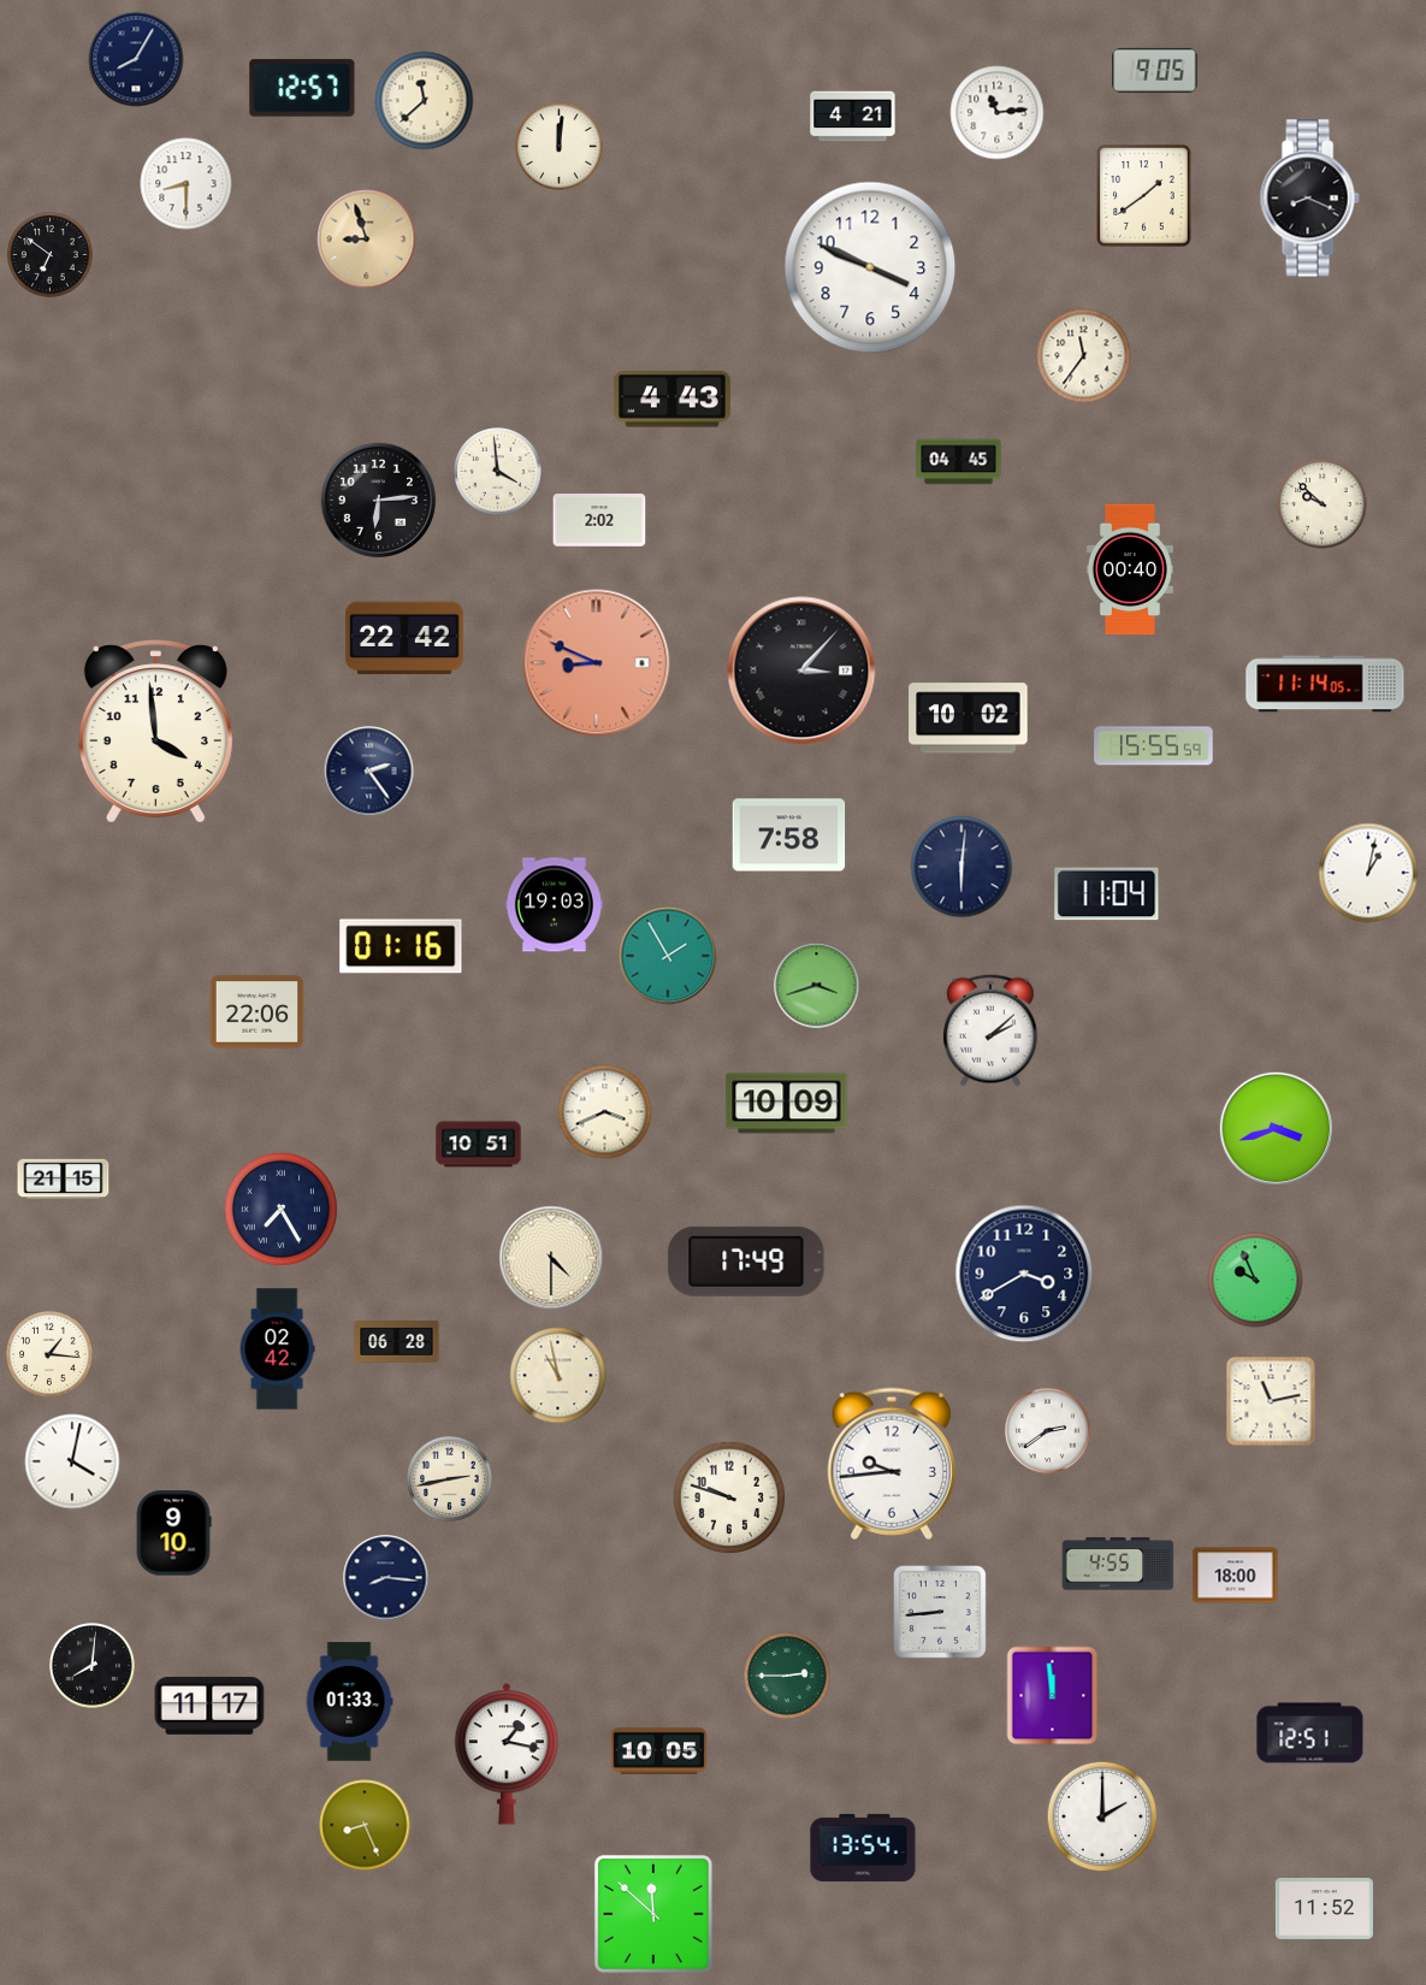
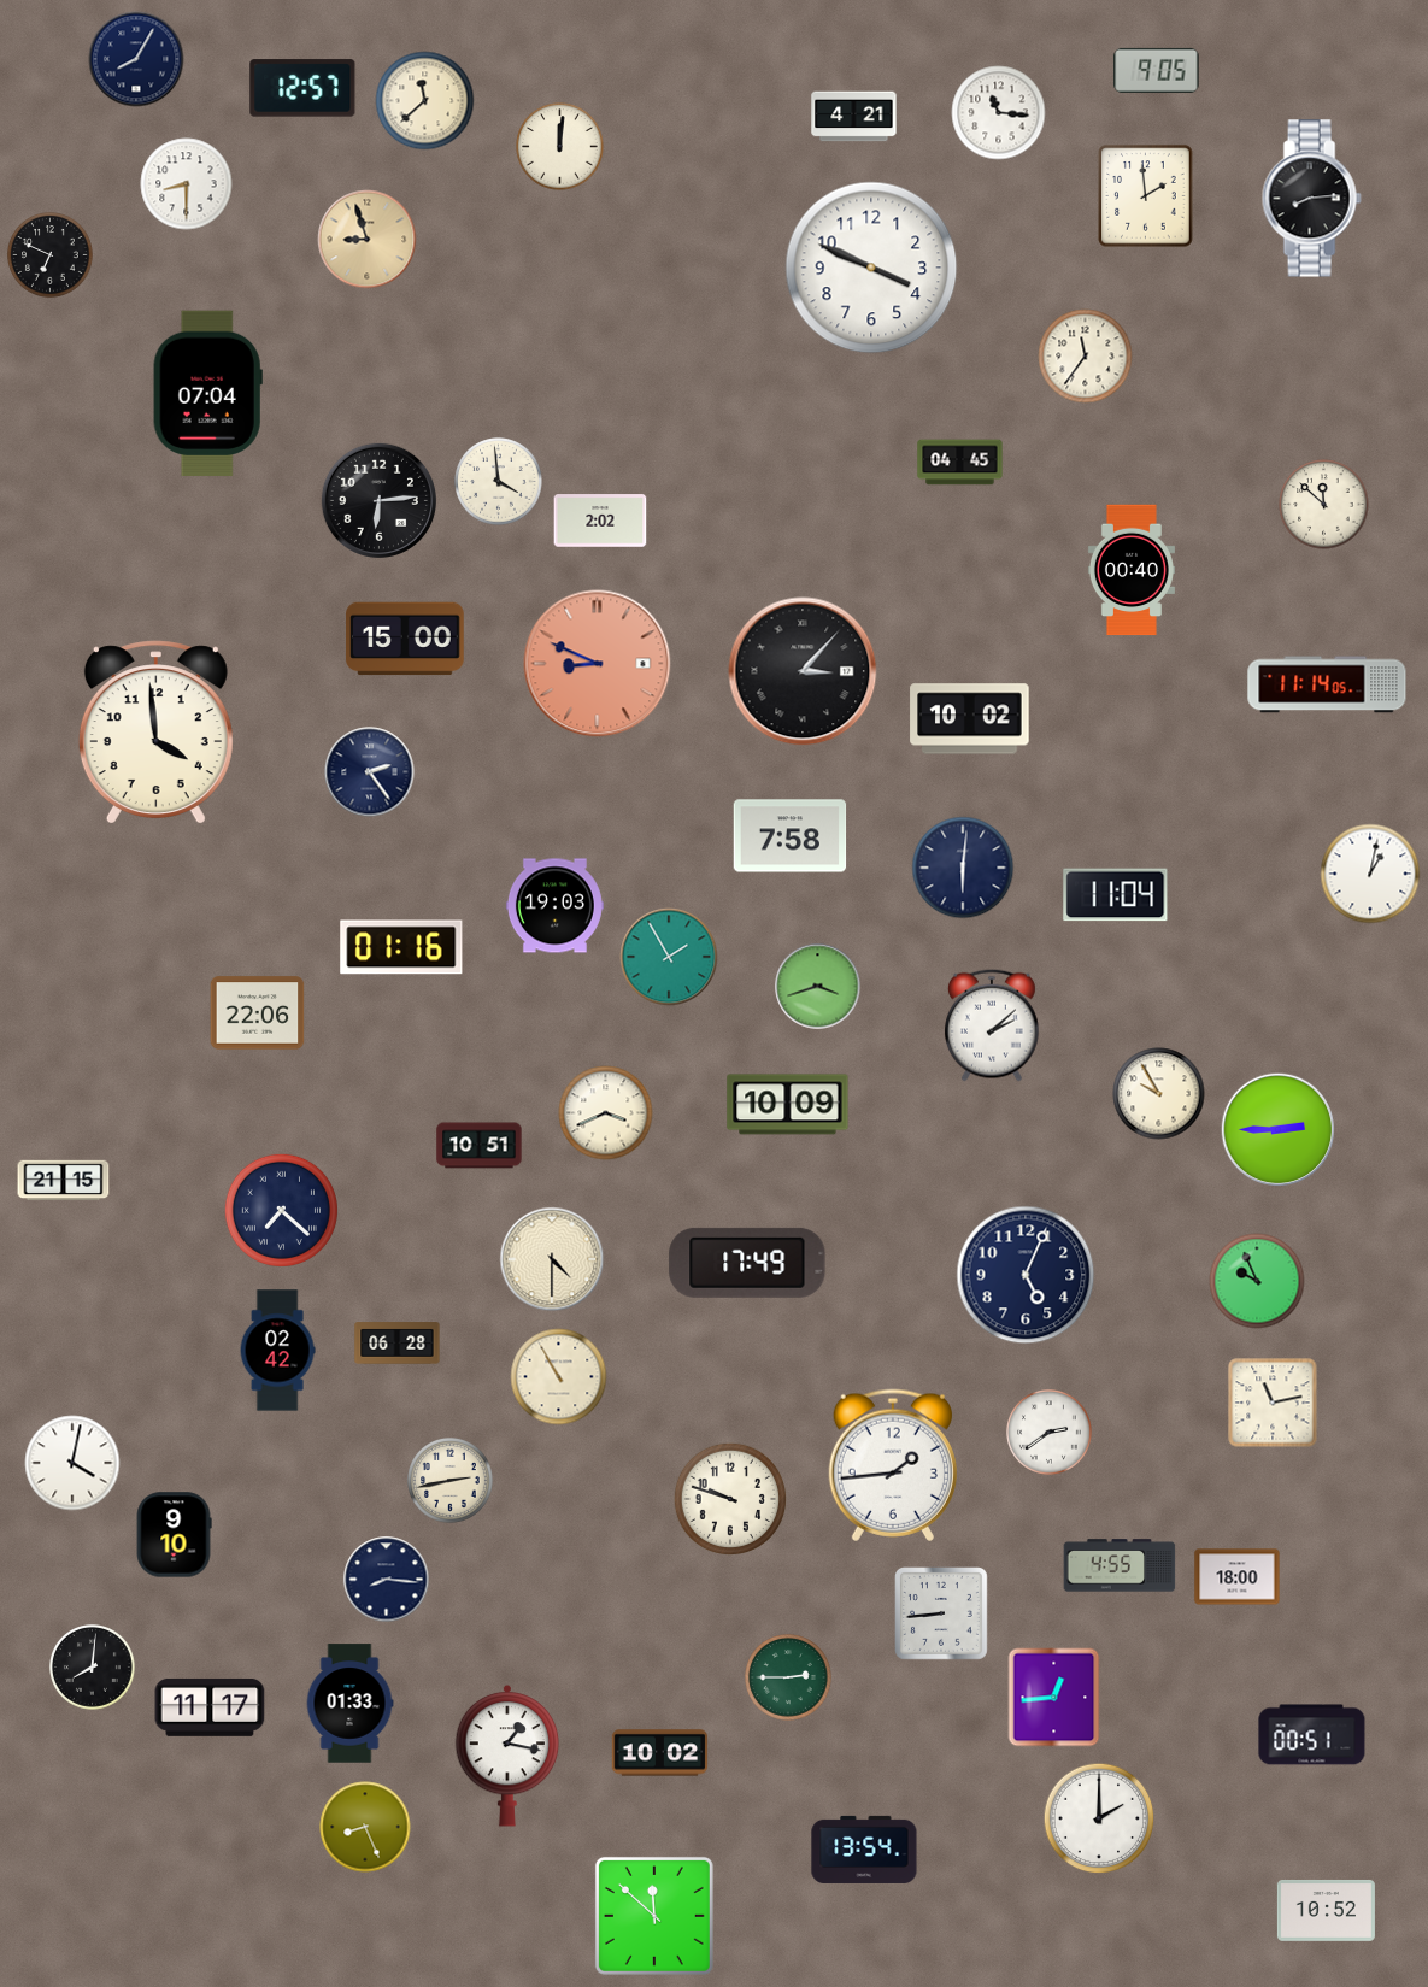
clock at (998, 113): 11:14 -> 11:16
clock at (1144, 196): 1:39 -> 1:59
clock at (1309, 199): 8:19 -> 8:14
clock at (51, 255): 6:51 -> 6:49
clock at (207, 394): none -> 07:04
clock at (671, 400): 4:43 -> none
clock at (498, 472) position: (498, 472) -> (499, 482)
clock at (1323, 504): 9:52 -> 11:52
clock at (404, 638): 22:42 -> 15:00
clock at (1154, 746): 15:55 -> none
clock at (1107, 894) position: (1107, 894) -> (1116, 895)
clock at (990, 1030) position: (990, 1030) -> (992, 1025)
clock at (1159, 1094): none -> 9:55
clock at (1277, 1129): 3:42 -> 2:45
clock at (280, 1209): 7:25 -> 7:22
clock at (1024, 1274): 3:40 -> 5:04
clock at (49, 1354): 1:16 -> none
clock at (558, 1376): 10:58 -> 10:55
clock at (892, 1464): 9:44 -> 1:44
clock at (1053, 1696): 11:59 -> 12:44
clock at (1310, 1733): 12:51 -> 00:51
clock at (659, 1751): 10:05 -> 10:02
clock at (1102, 1816) position: (1102, 1816) -> (1099, 1818)
clock at (1324, 1909): 11:52 -> 10:52
